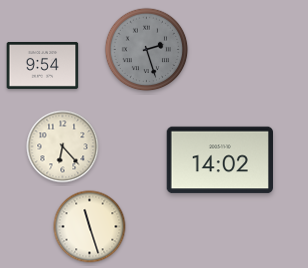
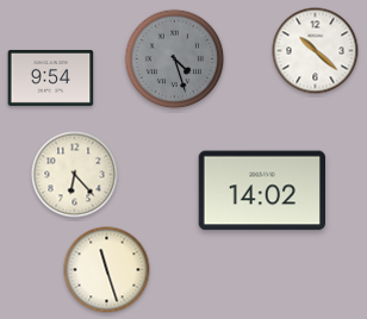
clock at (316, 51): none -> 10:22
clock at (147, 50): 2:27 -> 4:27
